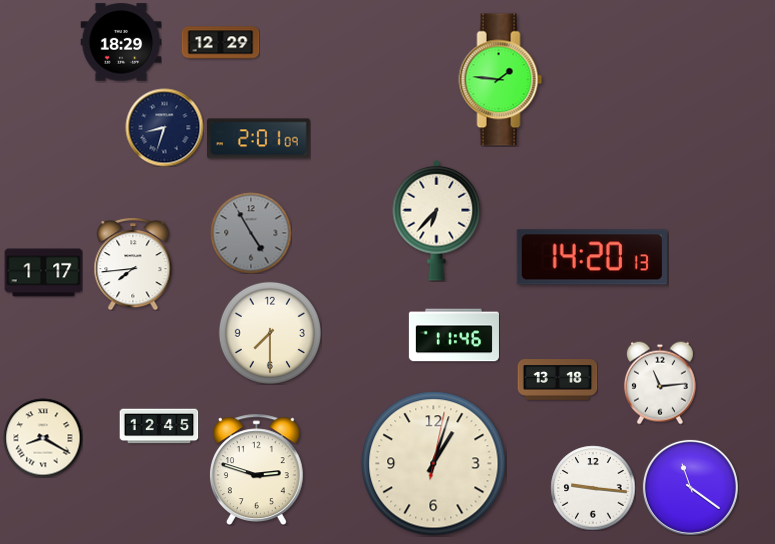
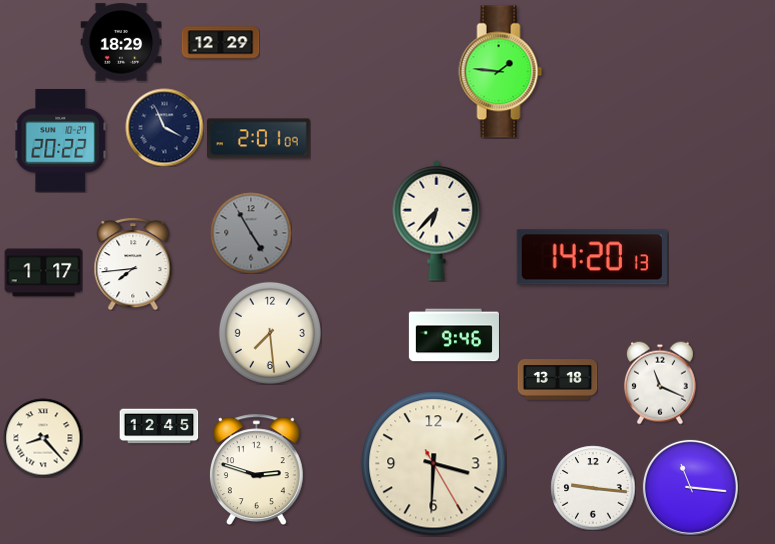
clock at (501, 80) position: (501, 80) -> (501, 72)
clock at (164, 127): 8:33 -> 3:56
clock at (61, 141): none -> 20:22
clock at (270, 333): 7:30 -> 7:29
clock at (454, 335): 11:46 -> 9:46
clock at (660, 383): 11:14 -> 11:19
clock at (43, 438): 8:20 -> 8:23
clock at (434, 464): 1:03 -> 3:30
clock at (690, 487): 11:21 -> 11:16
